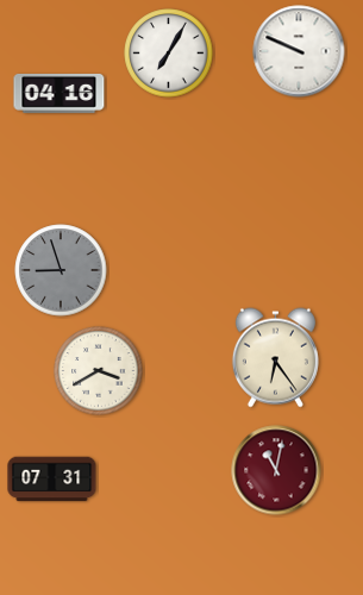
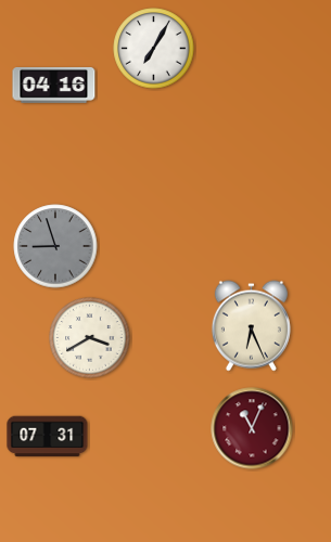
clock at (299, 51): 9:49 -> none
clock at (275, 358): 6:24 -> 6:26
clock at (276, 470): 11:02 -> 11:04
